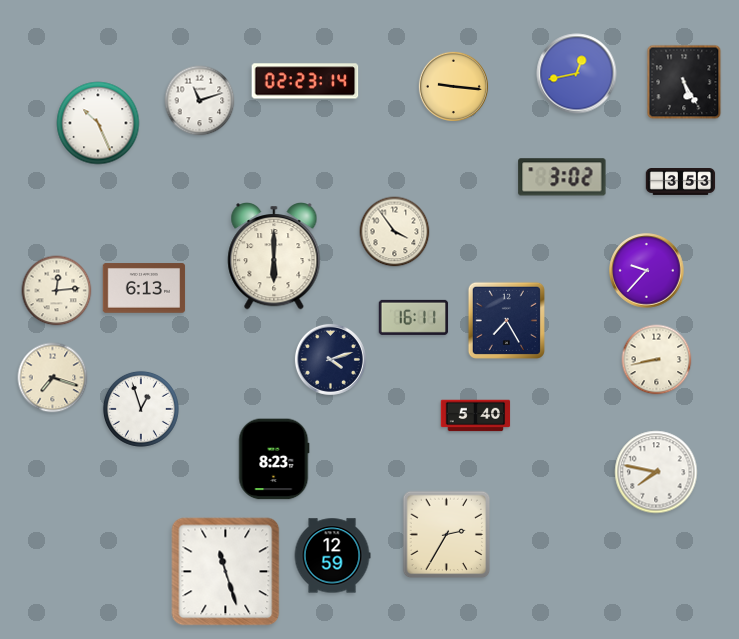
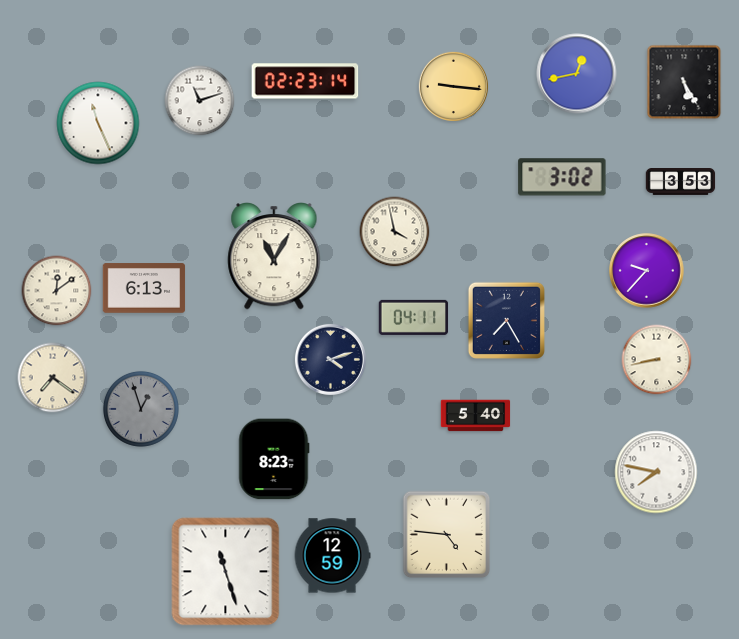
clock at (98, 123): 10:26 -> 11:26
clock at (395, 232): 3:54 -> 3:58
clock at (274, 257): 6:00 -> 11:05
clock at (57, 291): 12:14 -> 12:09
clock at (414, 317): 16:11 -> 04:11
clock at (53, 378): 7:18 -> 7:21
clock at (141, 409) dial: white -> grey
clock at (447, 535): 2:35 -> 4:46
